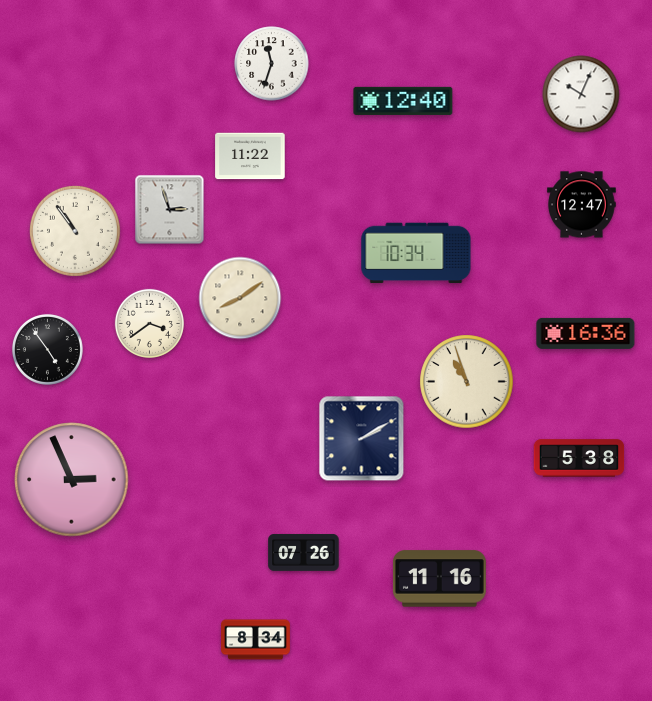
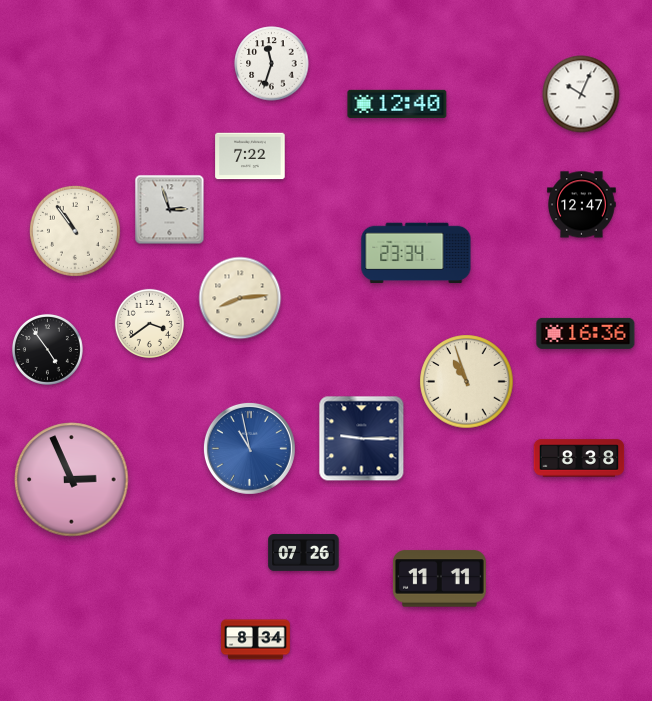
clock at (403, 101) position: (403, 101) -> (397, 104)
clock at (250, 156): 11:22 -> 7:22
clock at (416, 253): 10:34 -> 23:34
clock at (240, 298): 8:09 -> 8:14
clock at (362, 439): 2:10 -> 9:15
clock at (249, 448): none -> 10:58
clock at (579, 458): 5:38 -> 8:38
clock at (439, 579): 11:16 -> 11:11
